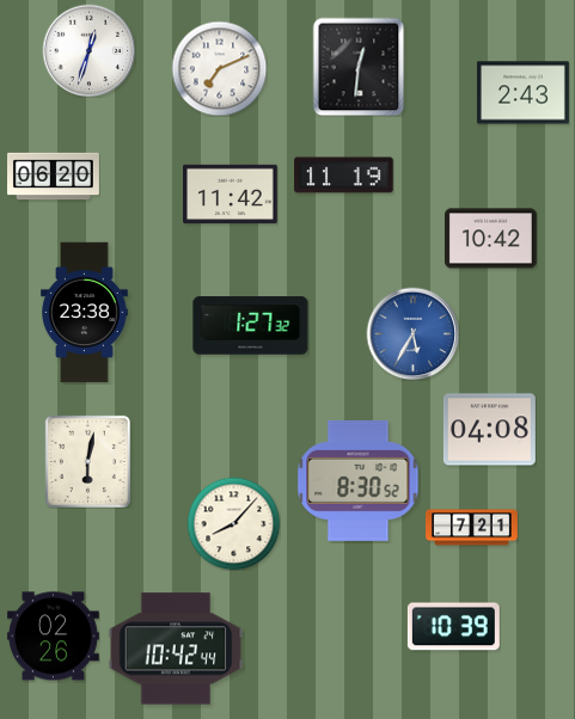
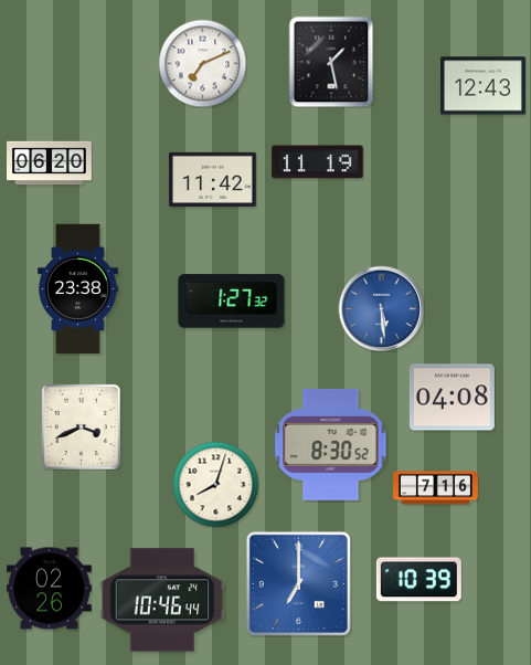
clock at (88, 50): 12:33 -> none
clock at (359, 67): 12:31 -> 1:28
clock at (522, 93): 2:43 -> 12:43
clock at (490, 239): 10:42 -> none
clock at (412, 333): 5:35 -> 5:29
clock at (87, 461): 6:02 -> 3:41
clock at (233, 523): 8:07 -> 8:03
clock at (472, 528): 7:21 -> 7:16
clock at (298, 583): none -> 7:00
clock at (176, 649): 10:42 -> 10:46
